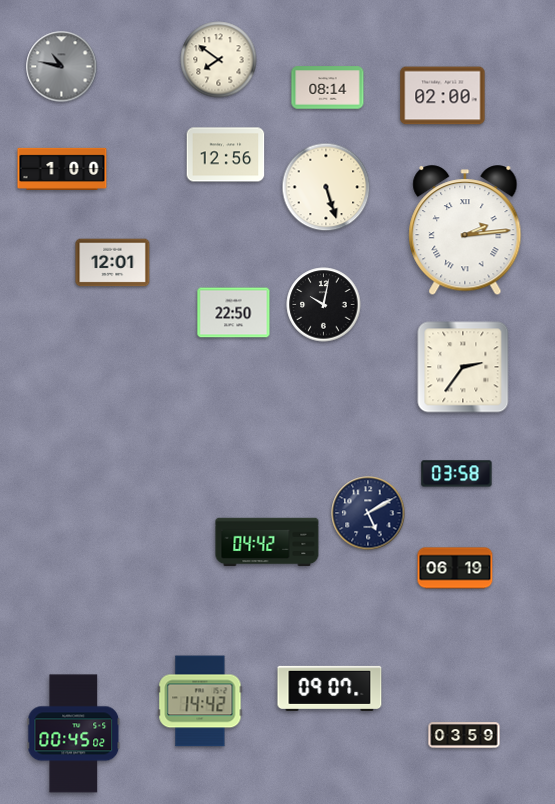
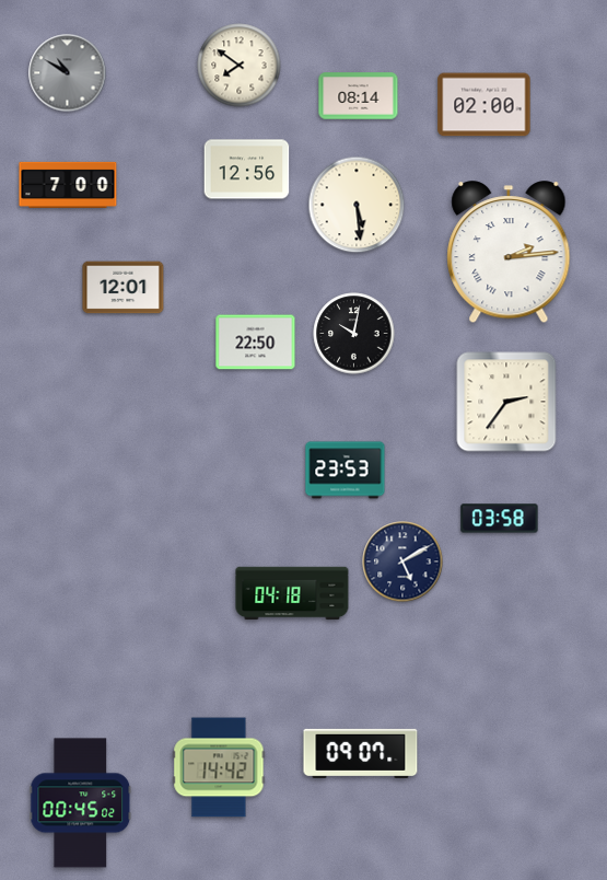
clock at (62, 67): 10:47 -> 10:50
clock at (62, 168): 1:00 -> 7:00
clock at (326, 187): 5:27 -> 5:29
clock at (346, 471): none -> 23:53
clock at (267, 542): 04:42 -> 04:18
clock at (455, 568): 06:19 -> none
clock at (464, 735): 03:59 -> none
